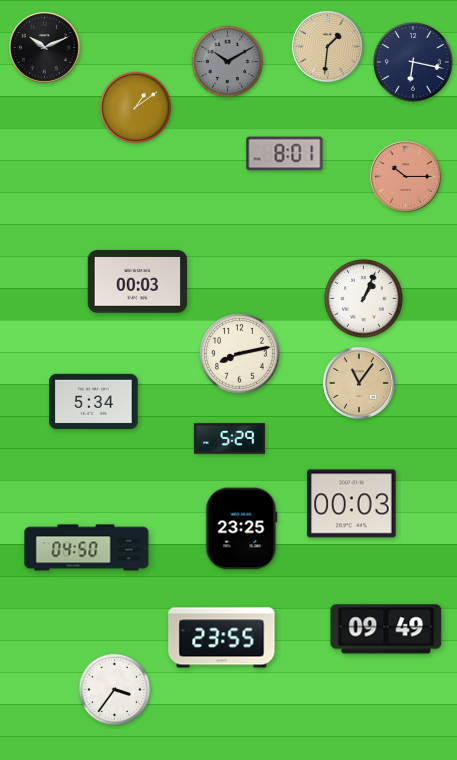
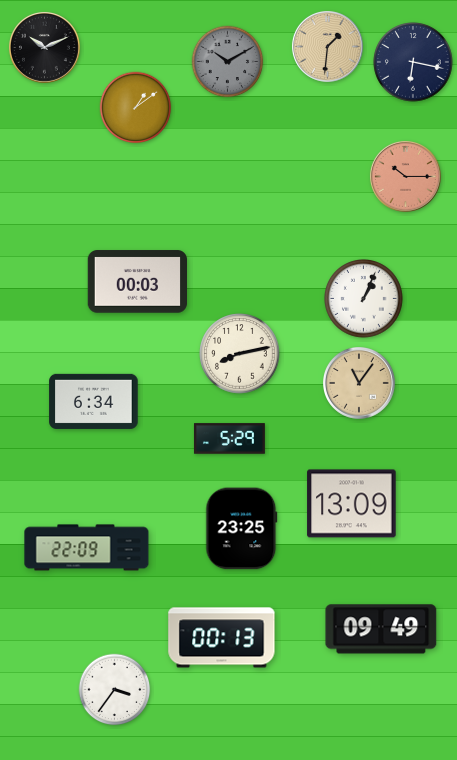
clock at (285, 154): 8:01 -> none
clock at (94, 401): 5:34 -> 6:34
clock at (352, 504): 00:03 -> 13:09
clock at (87, 548): 04:50 -> 22:09
clock at (386, 629) position: (386, 629) -> (381, 629)
clock at (222, 638): 23:55 -> 00:13
